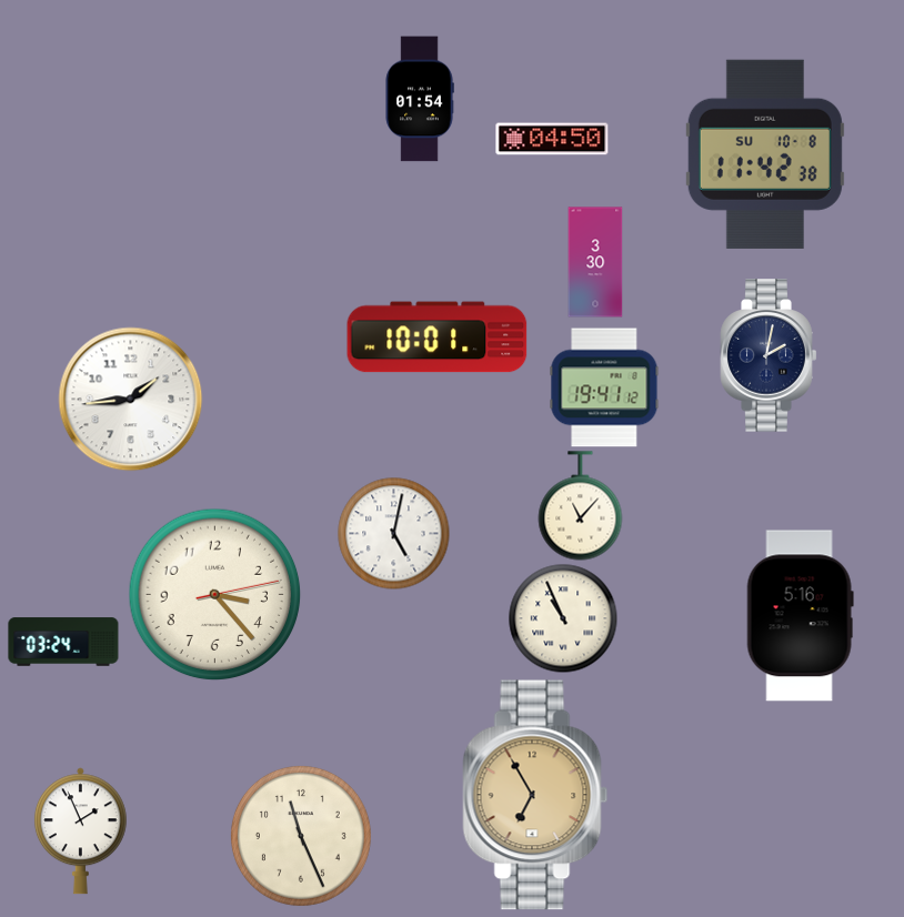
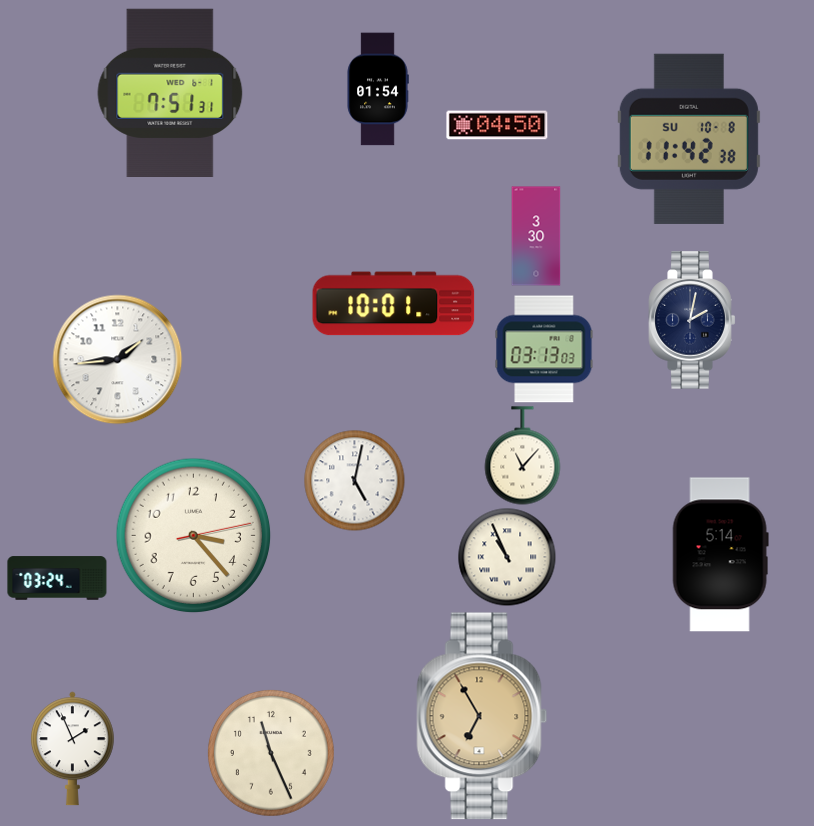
clock at (170, 92): none -> 7:51
clock at (604, 387): 19:41 -> 03:13
clock at (800, 616): 5:16 -> 5:14
